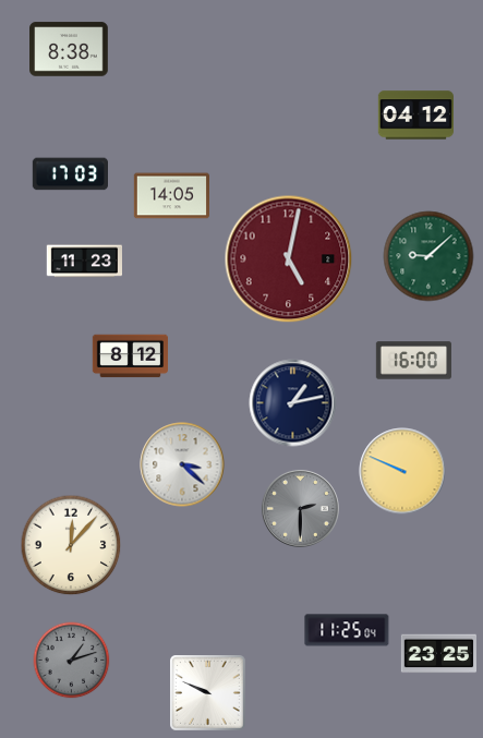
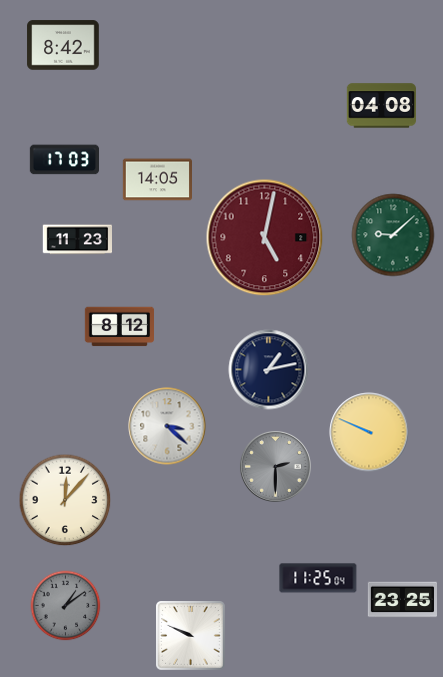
clock at (69, 49): 8:38 -> 8:42
clock at (415, 116): 04:12 -> 04:08
clock at (413, 361): 16:00 -> none
clock at (72, 661): 1:12 -> 1:09
